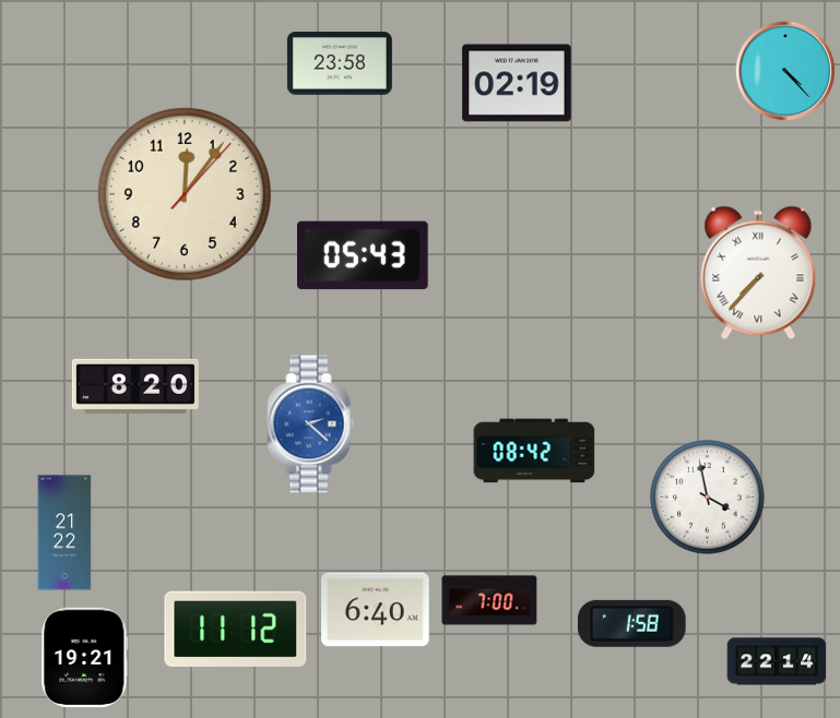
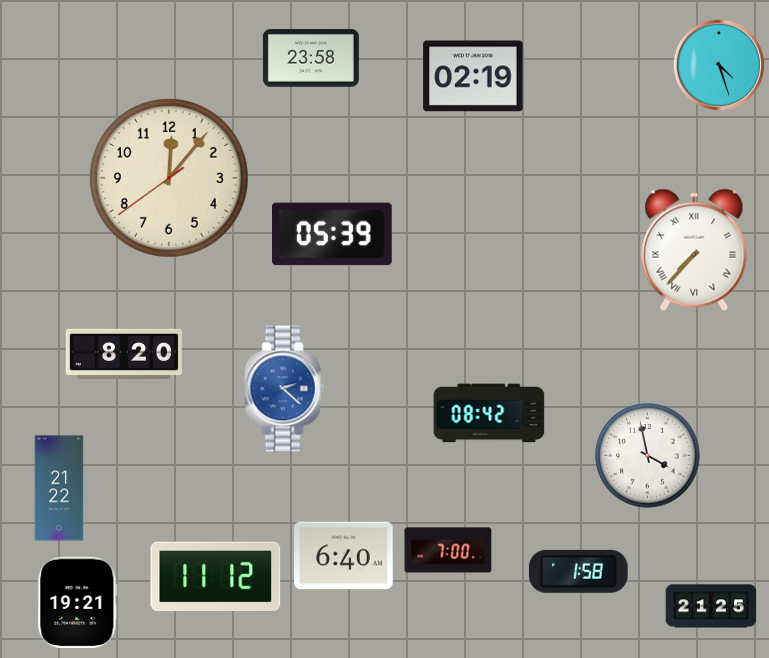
clock at (785, 71): 4:23 -> 4:27
clock at (185, 194): 12:06:07 -> 12:06:39
clock at (364, 255): 05:43 -> 05:39
clock at (376, 610) position: (376, 610) -> (344, 556)
clock at (777, 661): 22:14 -> 21:25
